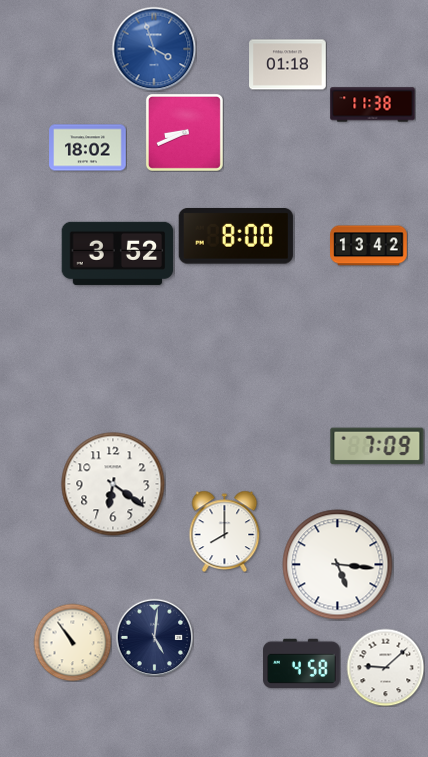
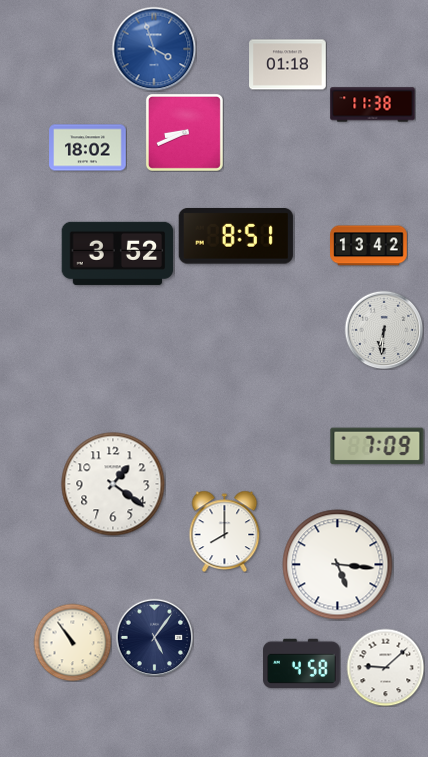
clock at (236, 236): 8:00 -> 8:51
clock at (384, 330): none -> 6:31
clock at (113, 484): 6:21 -> 1:21
clock at (154, 637): 5:01 -> 5:06
